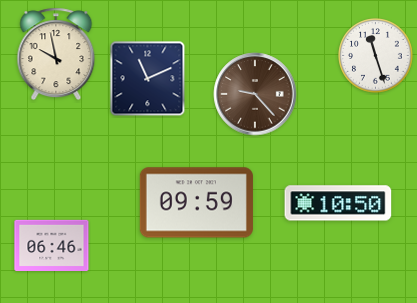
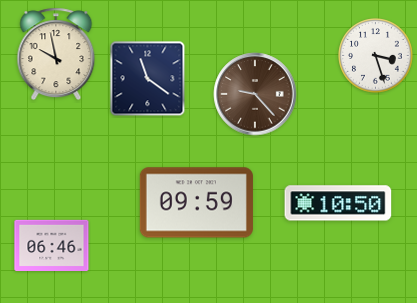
clock at (376, 56): 11:27 -> 3:27
clock at (148, 79): 11:11 -> 11:21
